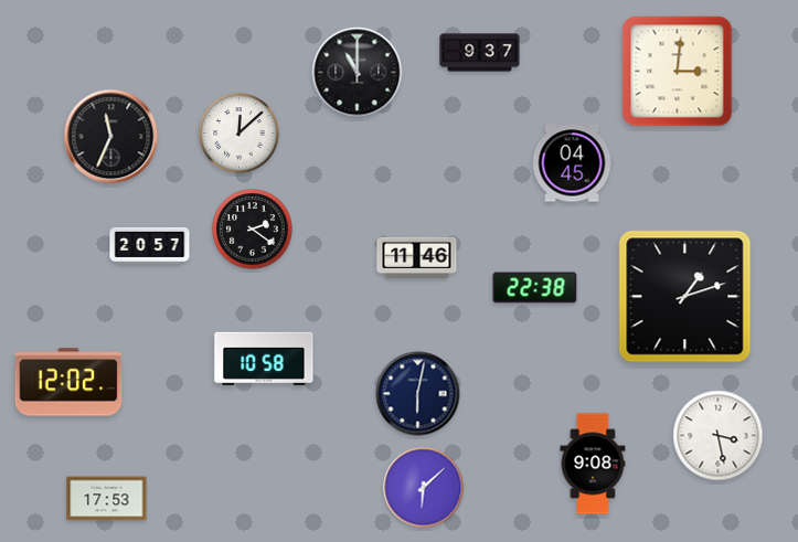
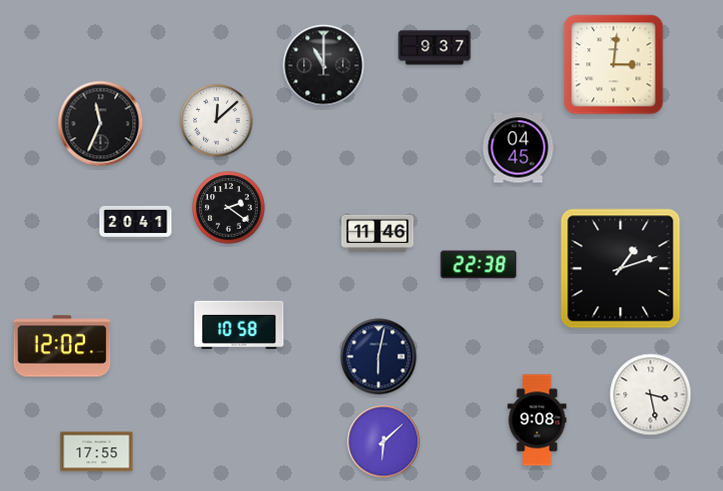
clock at (150, 245): 20:57 -> 20:41
clock at (535, 288) position: (535, 288) -> (479, 265)
clock at (107, 499): 17:53 -> 17:55
